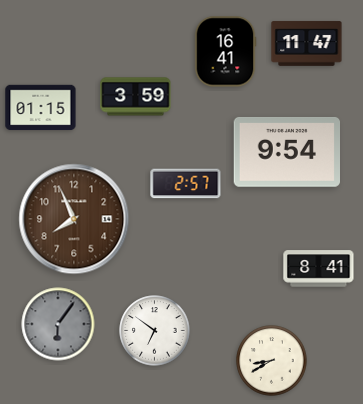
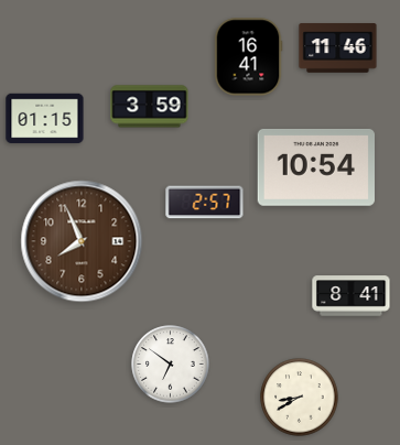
clock at (307, 44): 11:47 -> 11:46
clock at (286, 152): 9:54 -> 10:54
clock at (58, 324): 6:06 -> none
